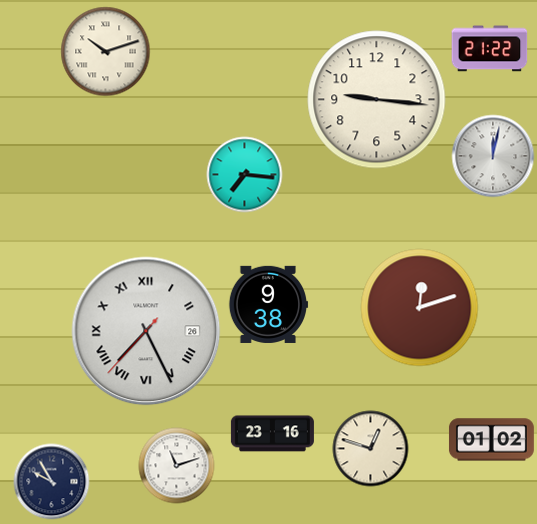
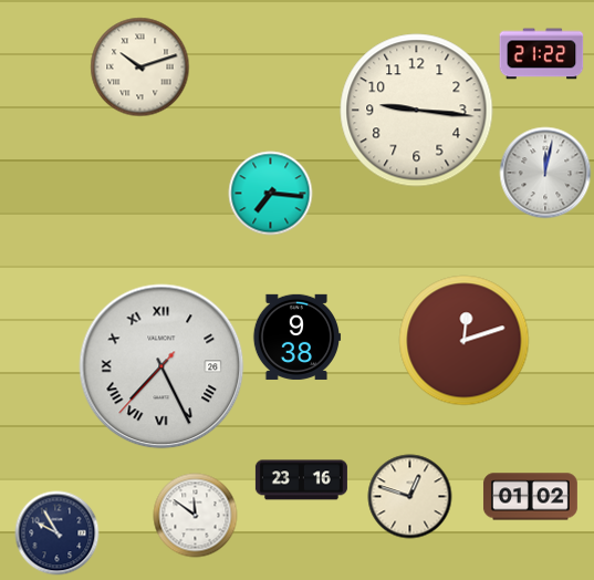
clock at (106, 52) position: (106, 52) -> (140, 68)
clock at (491, 440) position: (491, 440) -> (530, 497)
clock at (177, 466): 11:12 -> 11:51
